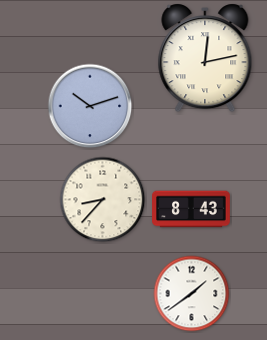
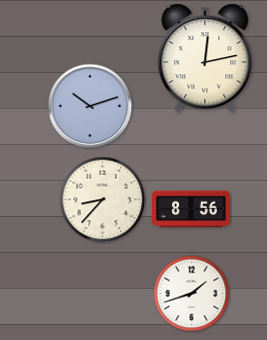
clock at (191, 209): 8:43 -> 8:56
clock at (192, 294): 1:39 -> 1:42
